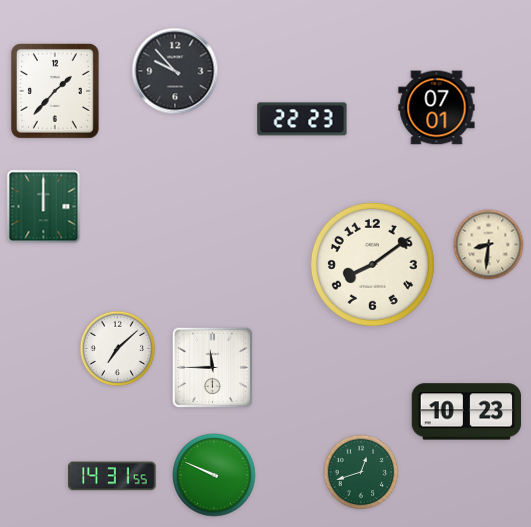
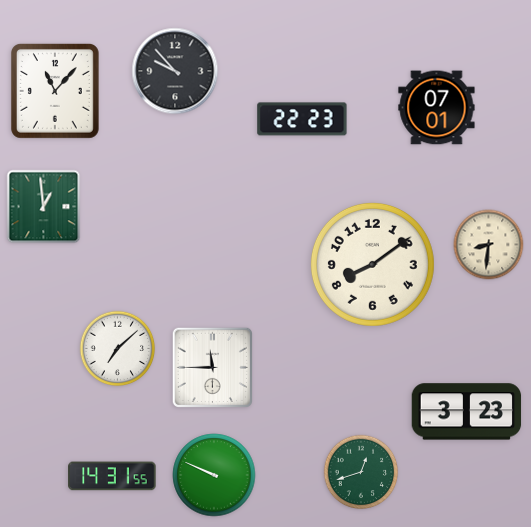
clock at (55, 91): 1:37 -> 11:07
clock at (44, 207): 12:00 -> 12:59
clock at (467, 412): 10:23 -> 3:23
